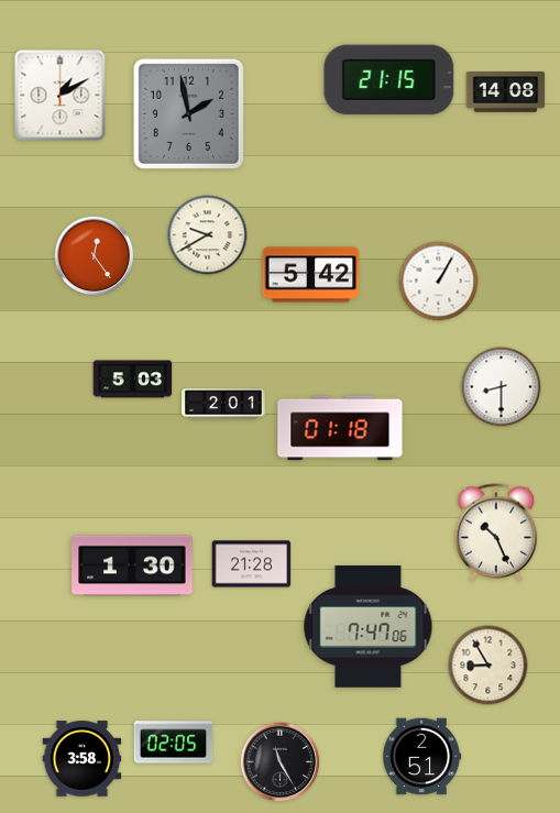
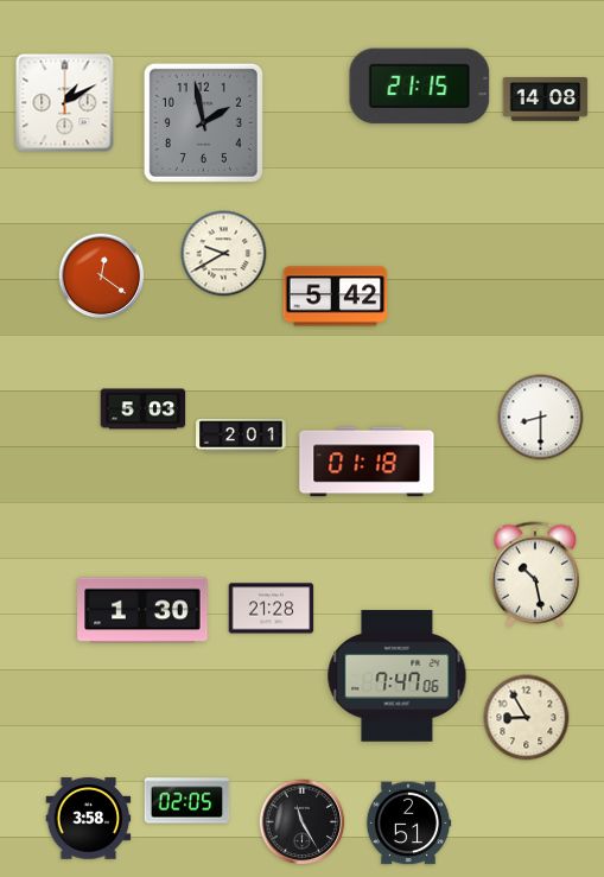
clock at (95, 256): 12:24 -> 12:21
clock at (439, 282): 1:05 -> none
clock at (496, 532): 10:26 -> 10:28
clock at (421, 757) position: (421, 757) -> (408, 824)
